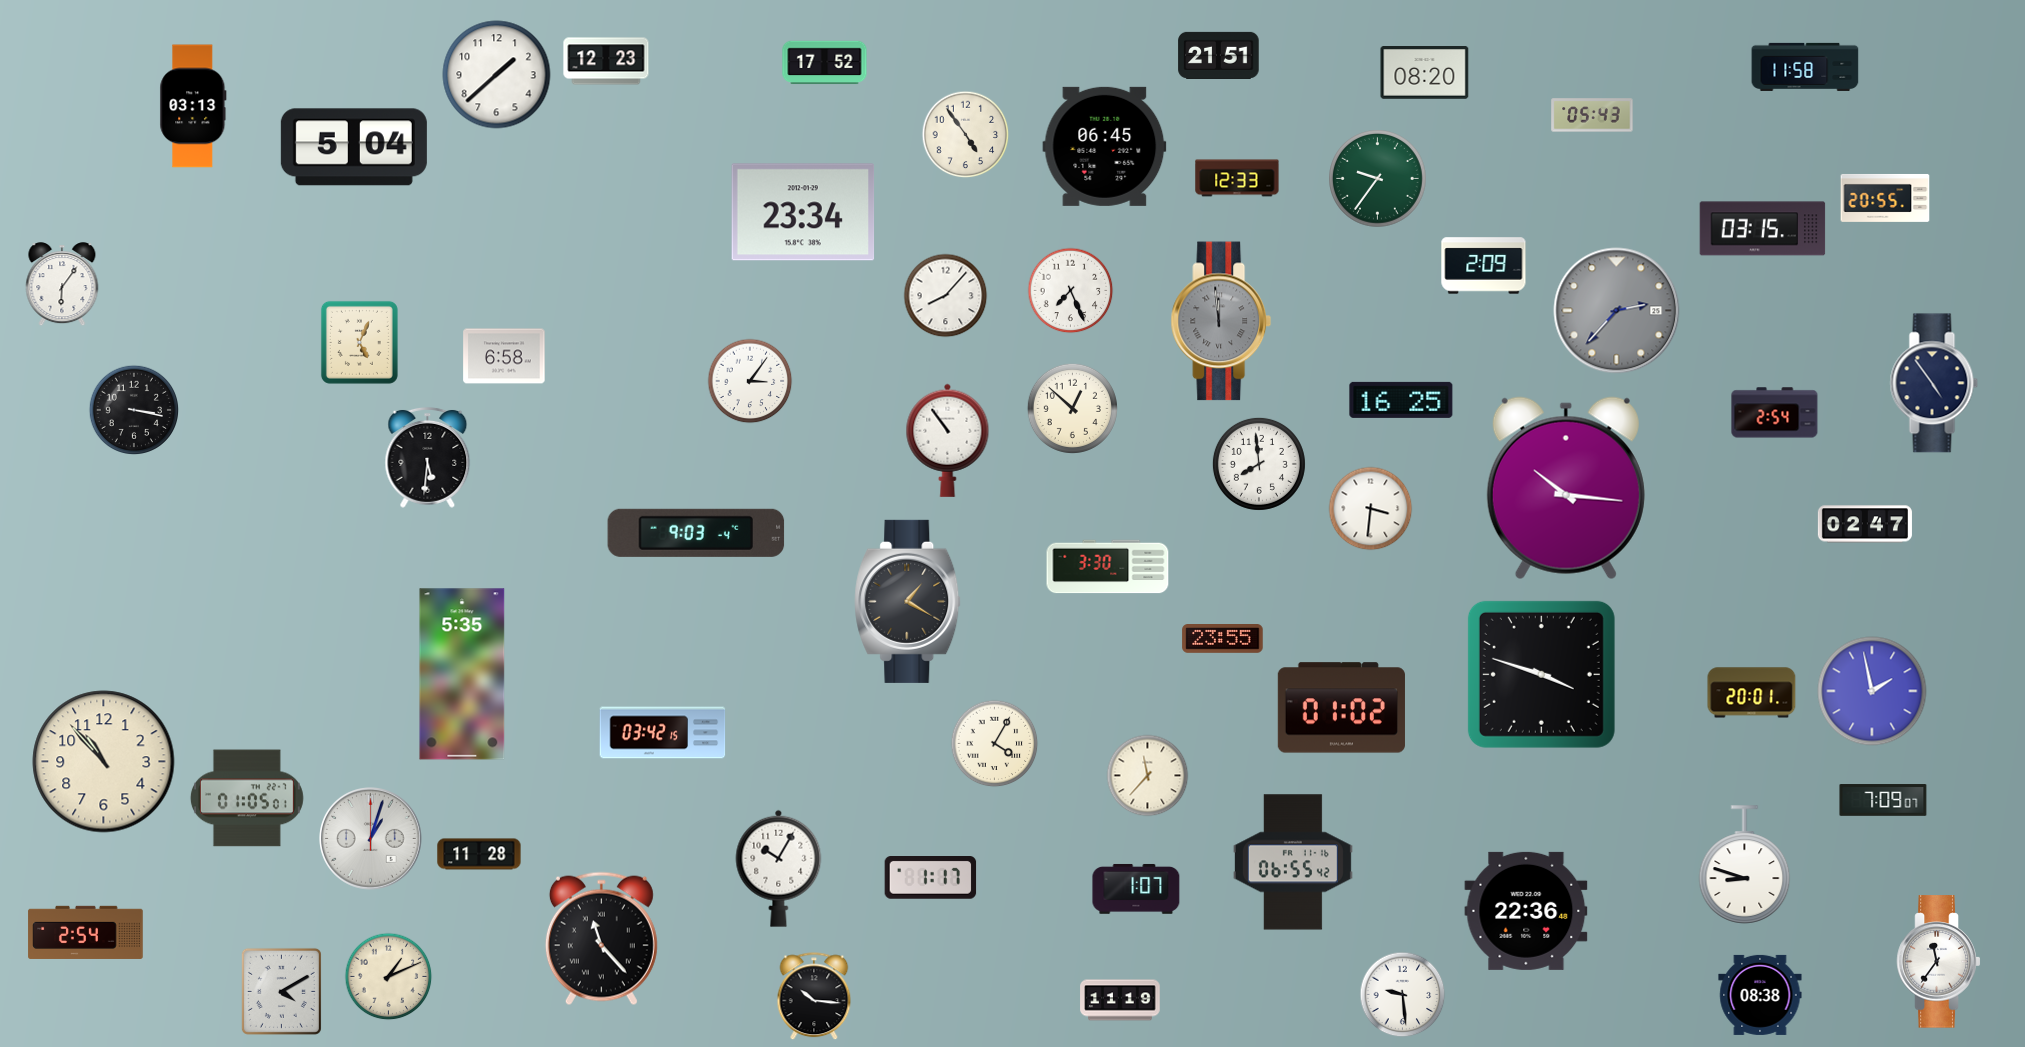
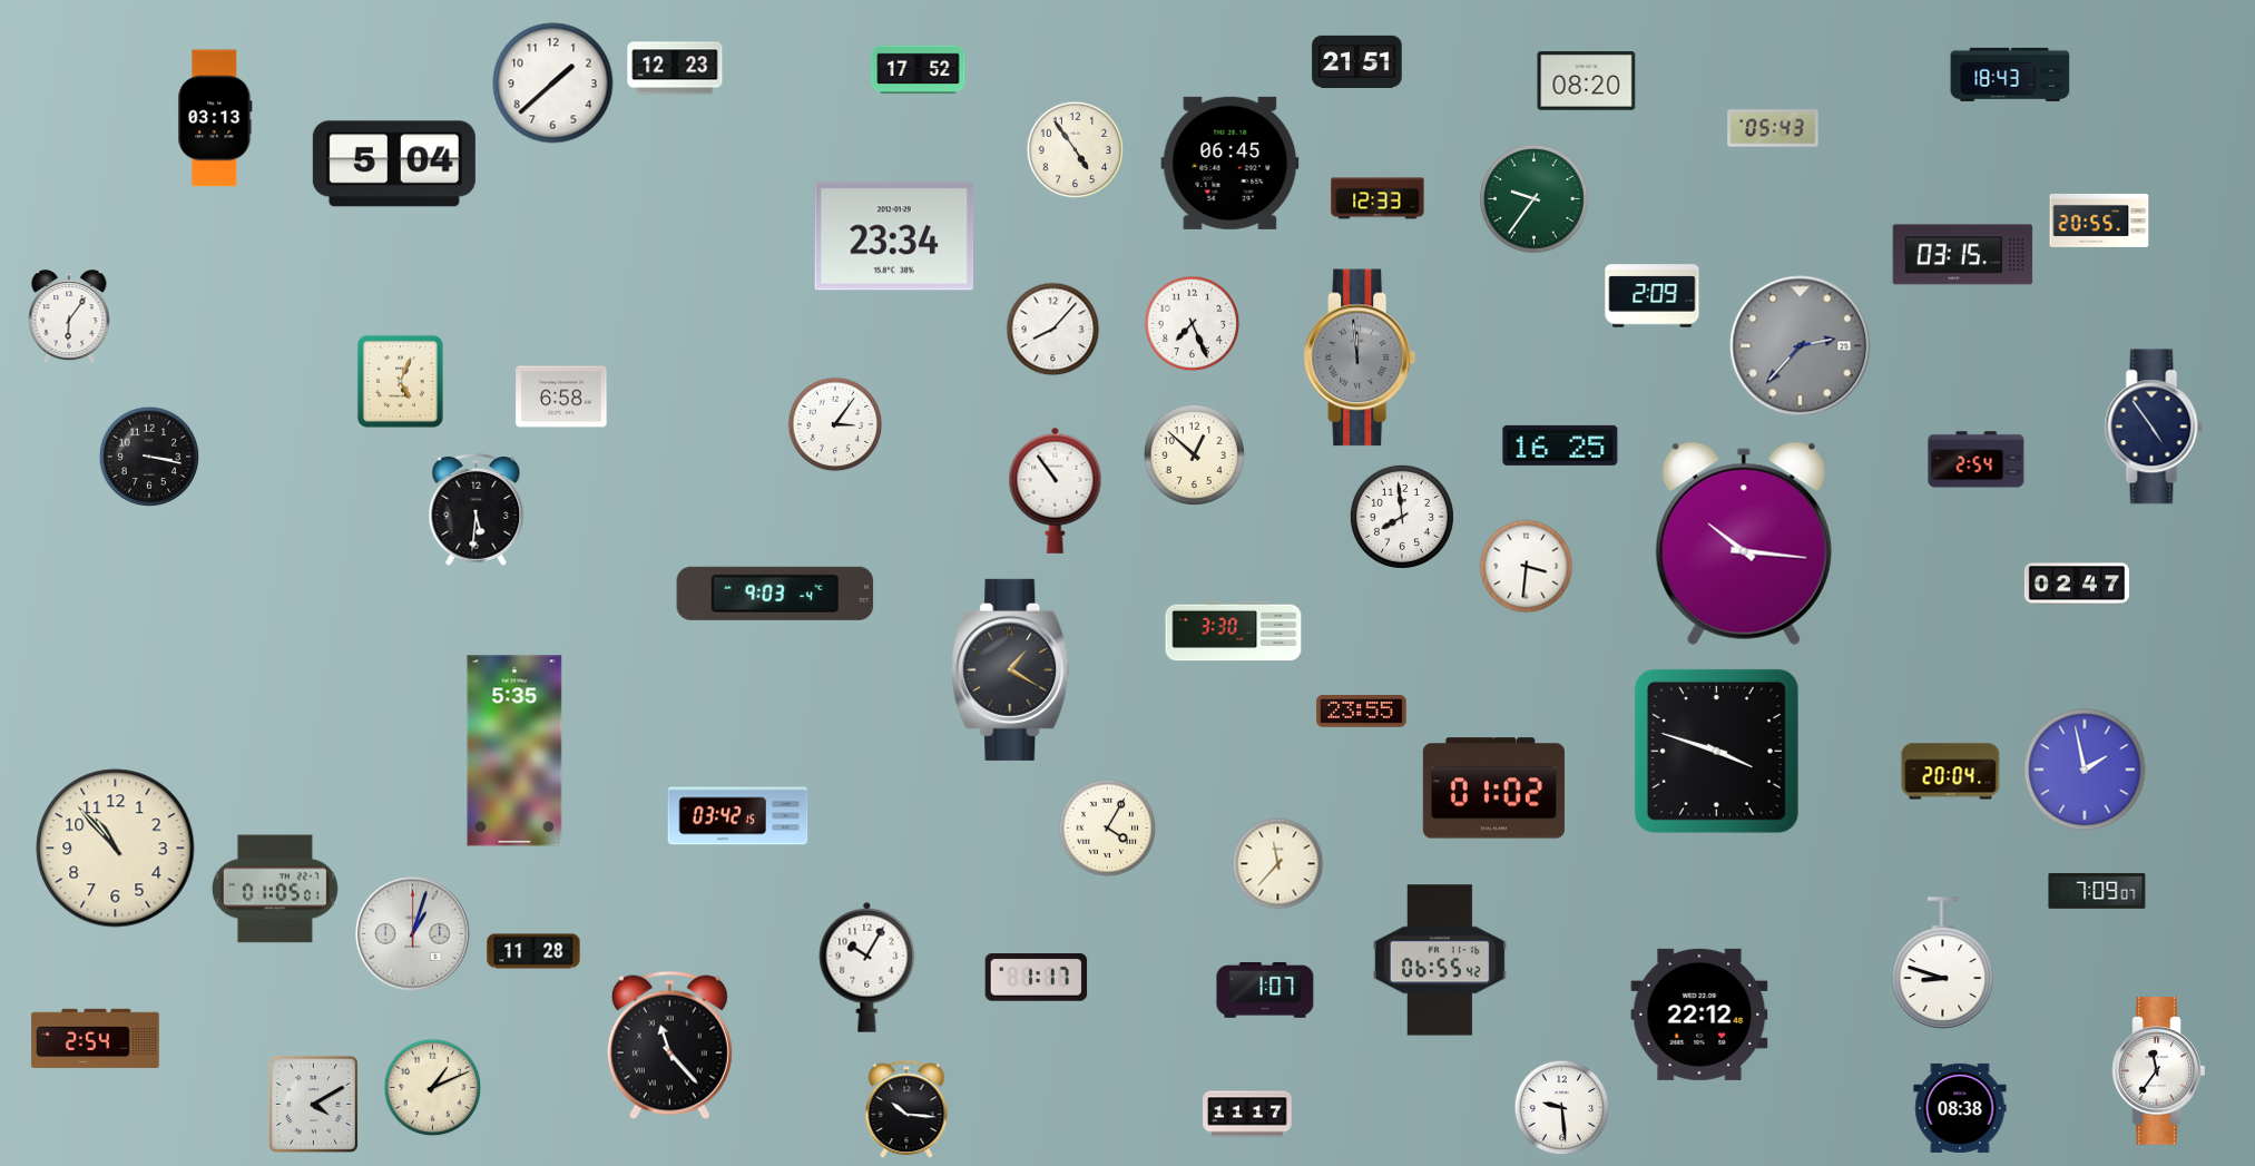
clock at (1805, 67): 11:58 -> 18:43
clock at (1752, 693): 20:01 -> 20:04
clock at (1526, 911): 22:36 -> 22:12
clock at (1120, 1000): 11:19 -> 11:17
